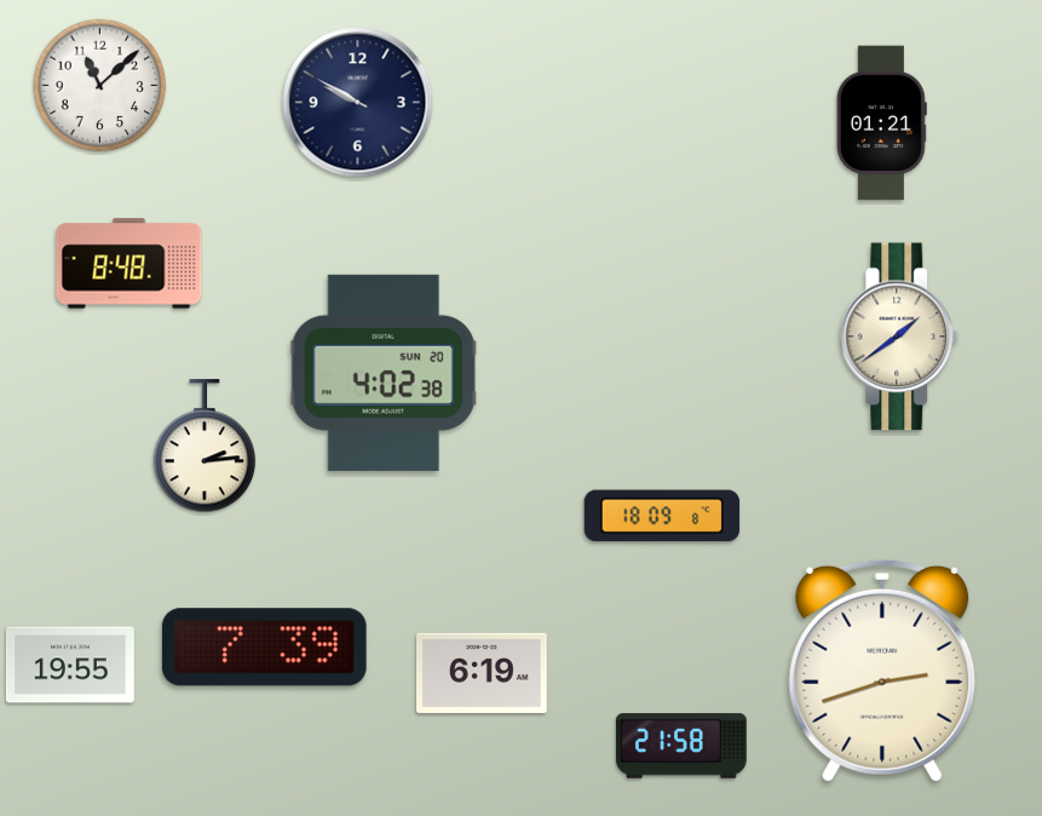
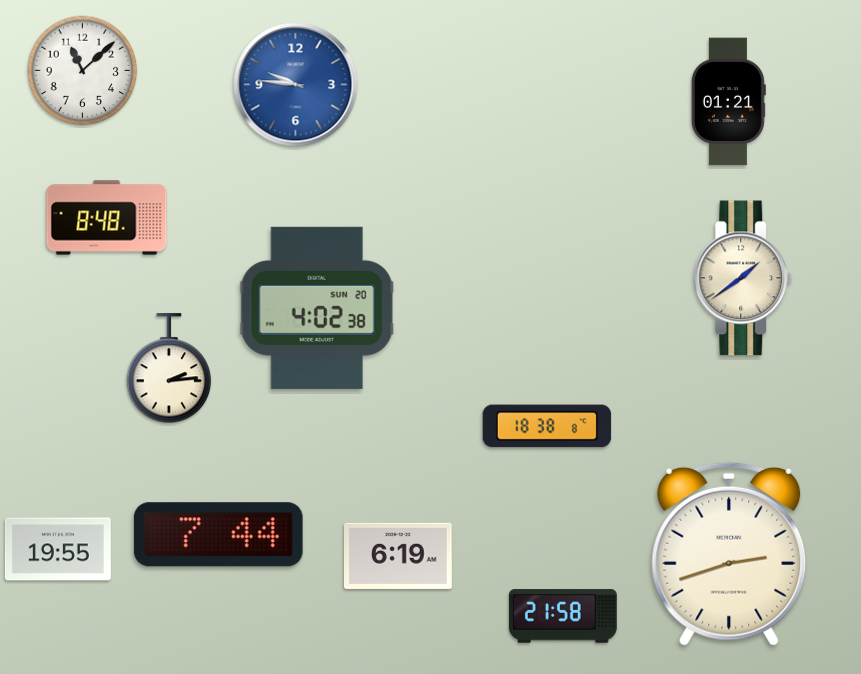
clock at (358, 103): 9:50 -> 9:46
clock at (358, 103) dial: navy -> blue
clock at (662, 516): 18:09 -> 18:38
clock at (264, 648): 7:39 -> 7:44
